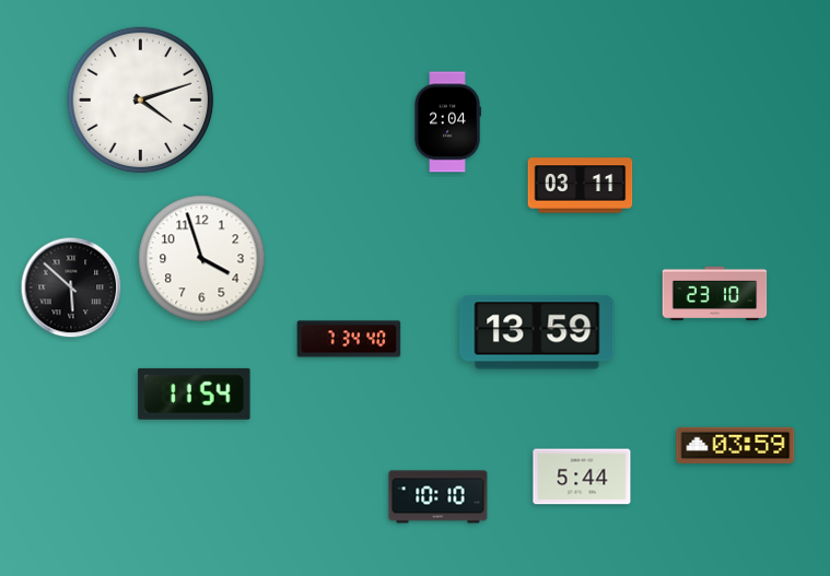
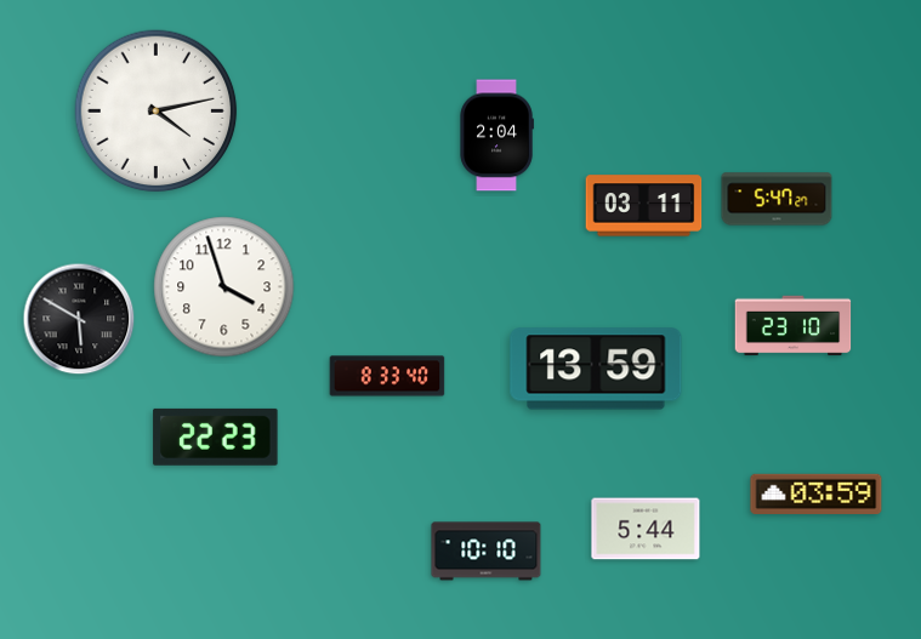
clock at (141, 101): 4:12 -> 4:13
clock at (777, 199): none -> 5:47
clock at (71, 287): 5:52 -> 5:50
clock at (349, 339): 7:34 -> 8:33
clock at (195, 393): 11:54 -> 22:23
